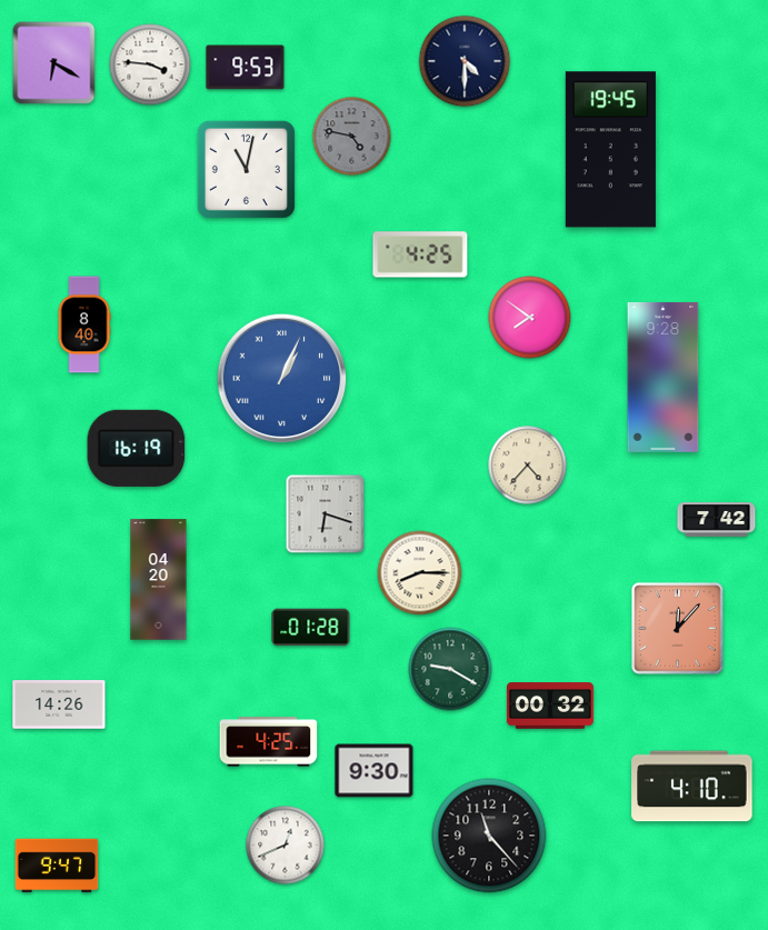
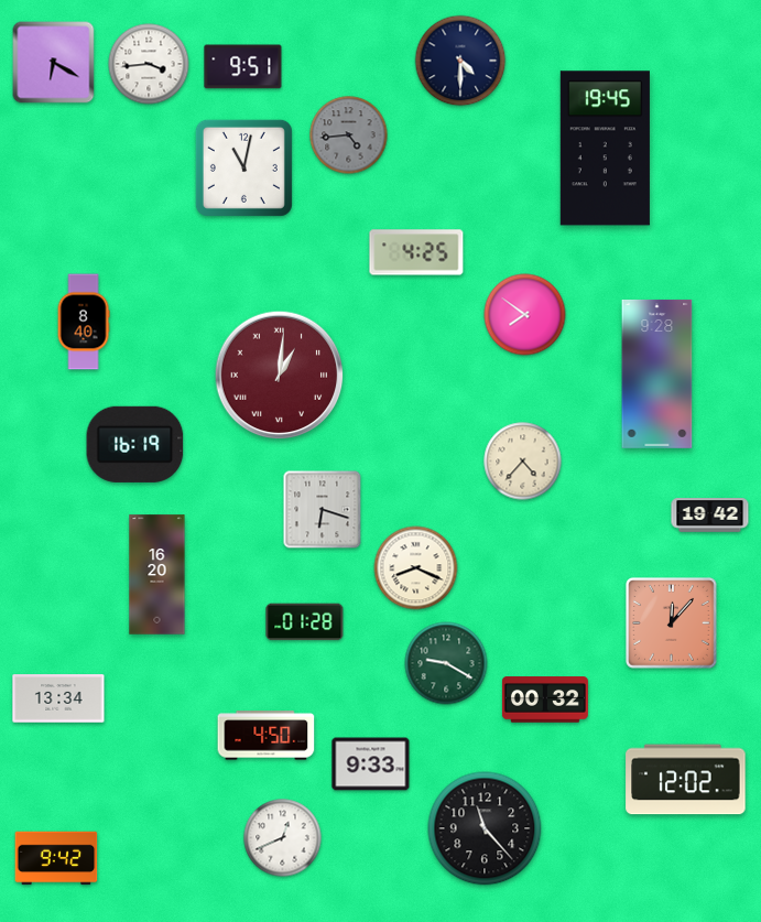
clock at (150, 64): 3:46 -> 3:44
clock at (246, 68): 9:53 -> 9:51
clock at (352, 137): 4:47 -> 4:44
clock at (282, 379): 1:04 -> 1:01
clock at (282, 379) dial: blue -> burgundy
clock at (717, 520): 7:42 -> 19:42
clock at (420, 573): 8:15 -> 8:19
clock at (159, 580): 04:20 -> 16:20
clock at (311, 628) position: (311, 628) -> (305, 622)
clock at (59, 704): 14:26 -> 13:34
clock at (269, 742): 4:25 -> 4:50
clock at (375, 771): 9:30 -> 9:33
clock at (692, 787): 4:10 -> 12:02
clock at (57, 866): 9:47 -> 9:42
